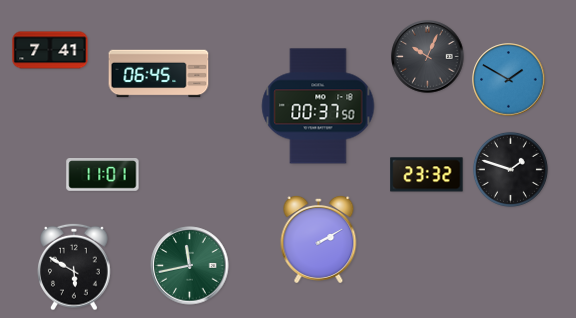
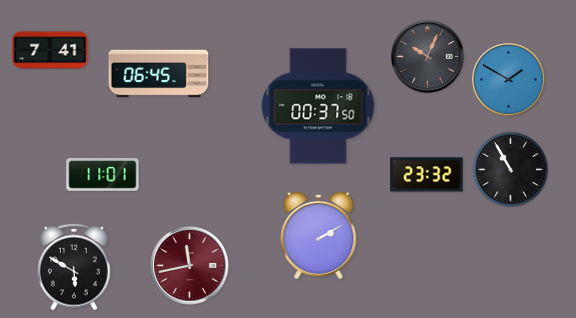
clock at (510, 169): 1:48 -> 10:55
clock at (319, 239) position: (319, 239) -> (319, 235)
clock at (190, 266) dial: green -> burgundy
